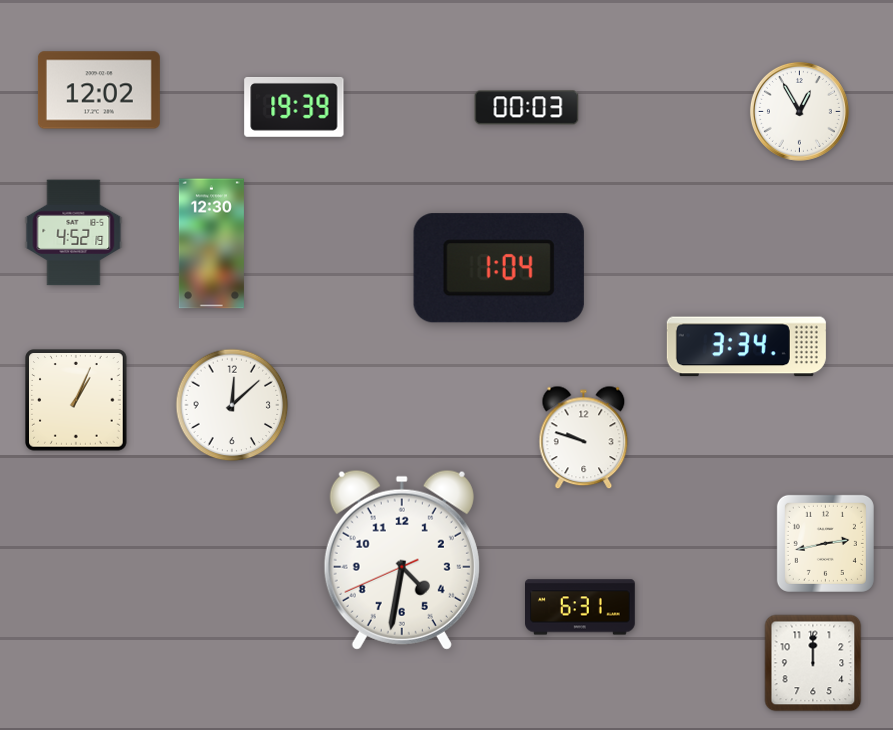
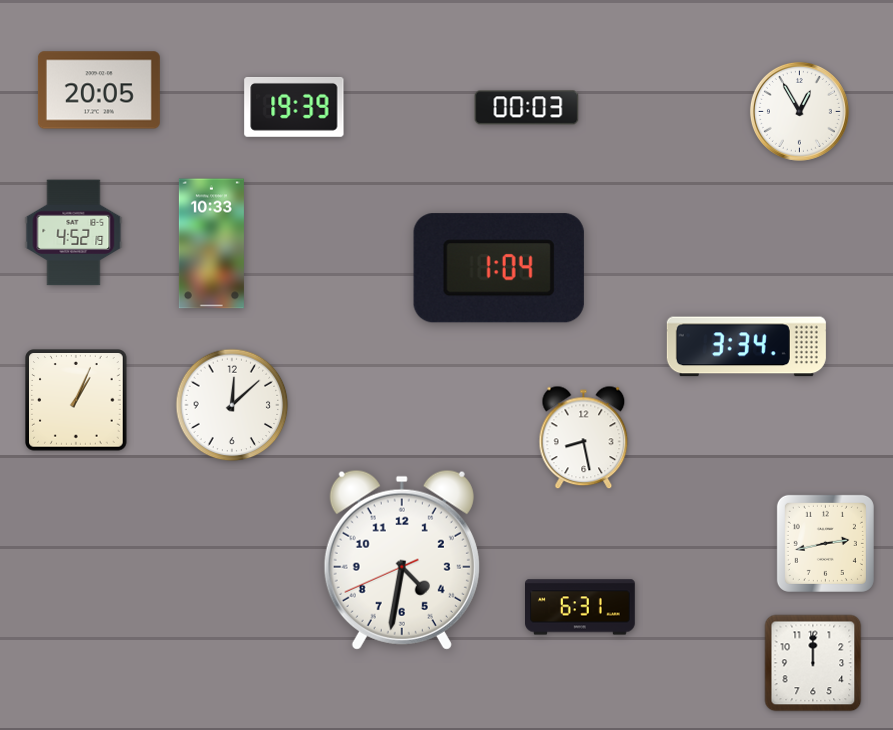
clock at (99, 90): 12:02 -> 20:05
clock at (211, 244): 12:30 -> 10:33
clock at (584, 438): 9:48 -> 8:28
